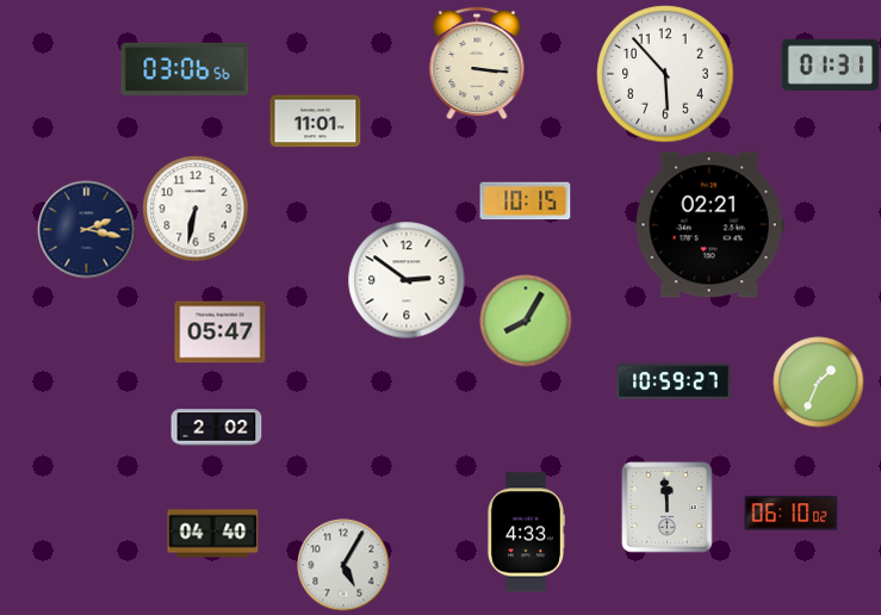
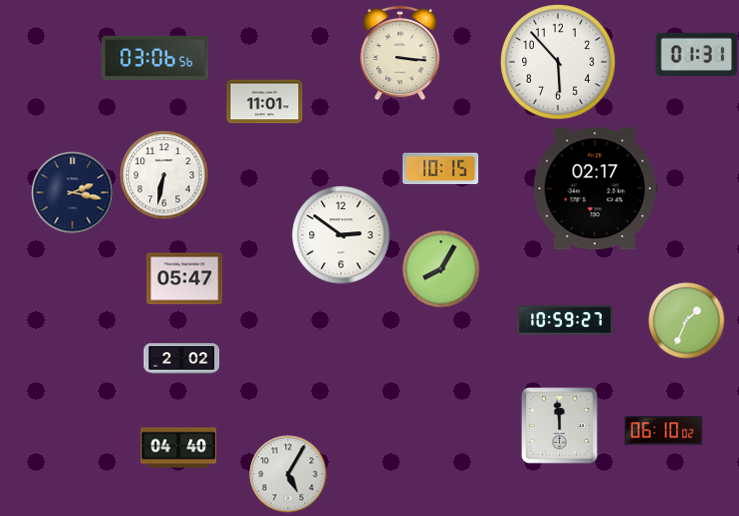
clock at (709, 225): 02:21 -> 02:17
clock at (526, 533): 4:33 -> none
